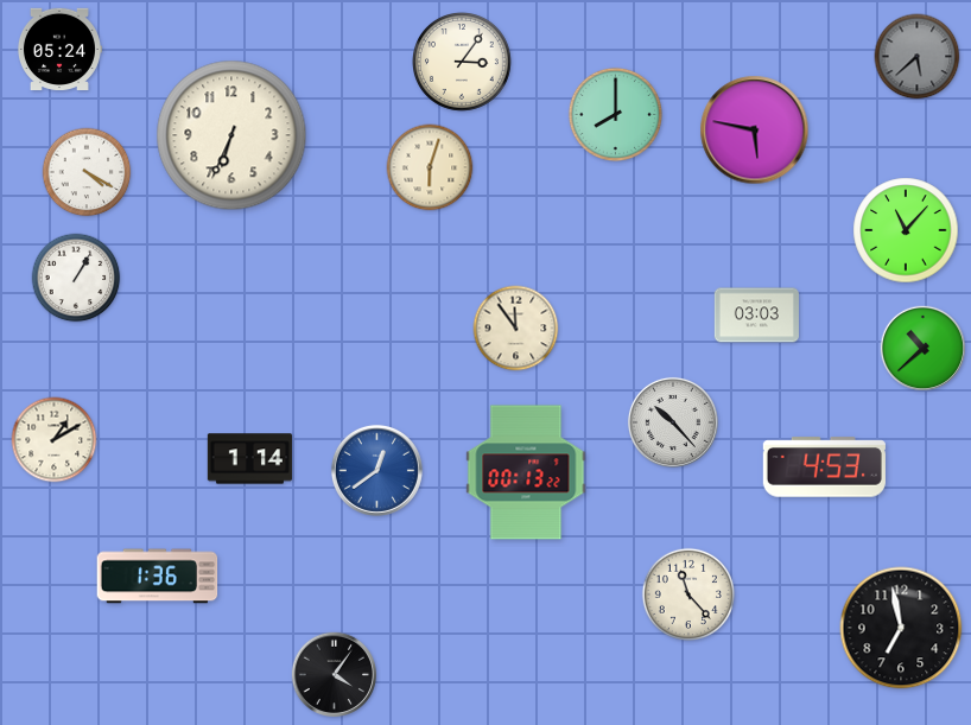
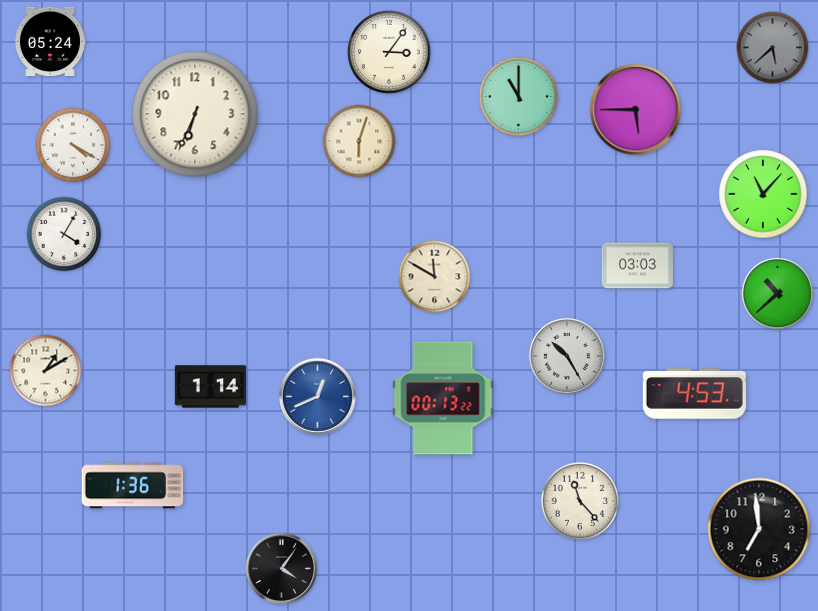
clock at (615, 114): 8:00 -> 11:00
clock at (755, 131): 5:47 -> 5:45
clock at (430, 167) position: (430, 167) -> (359, 141)
clock at (76, 278): 1:05 -> 4:05
clock at (516, 329): 11:54 -> 11:50
clock at (673, 422): 10:23 -> 10:25
clock at (376, 470): 12:39 -> 12:41
clock at (901, 628): 6:58 -> 6:59
